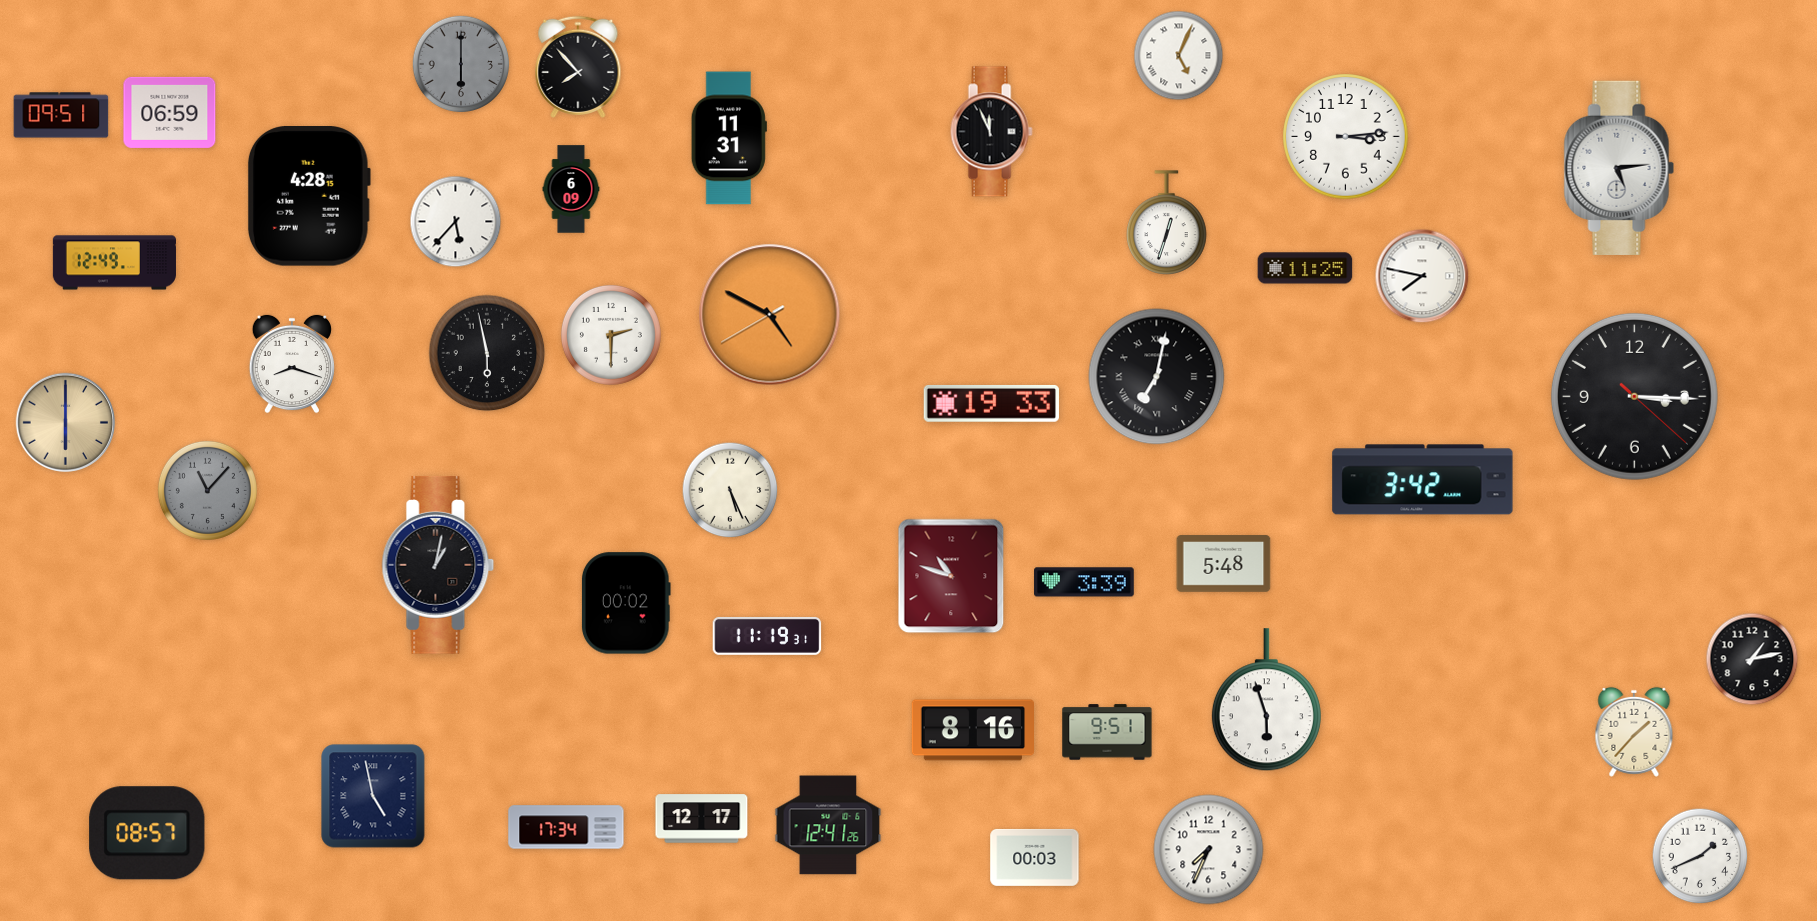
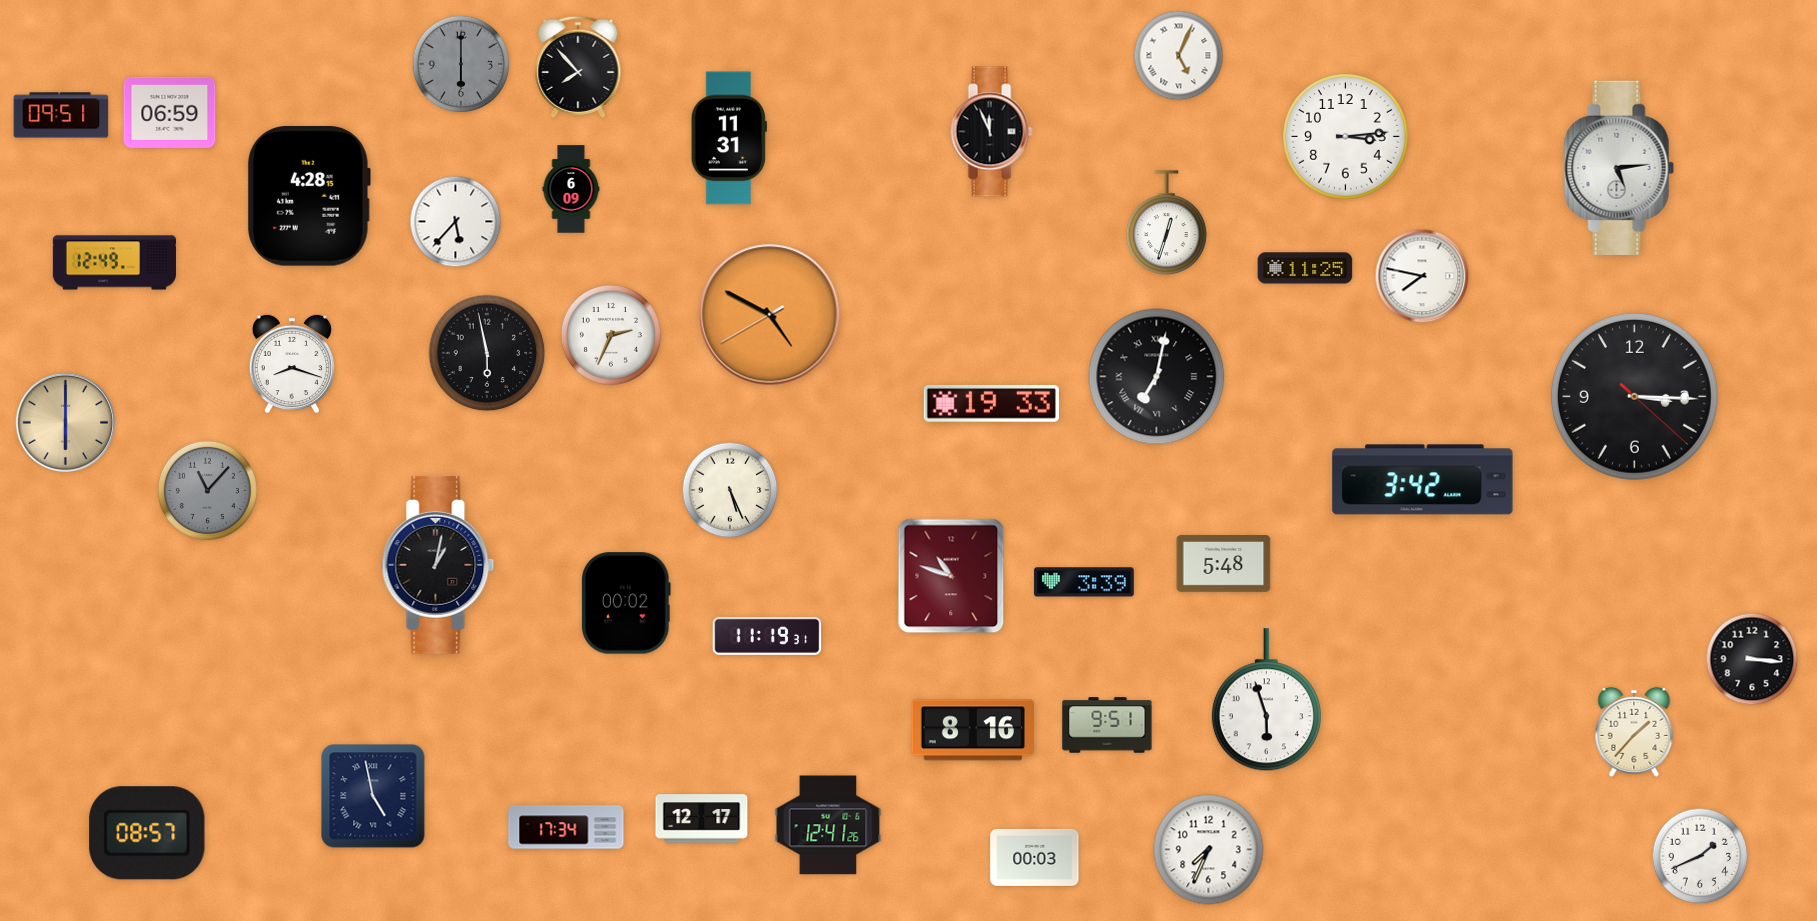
clock at (611, 335): 2:30 -> 2:34
clock at (1752, 659): 1:13 -> 3:16
clock at (1107, 732) position: (1107, 732) -> (1107, 725)
